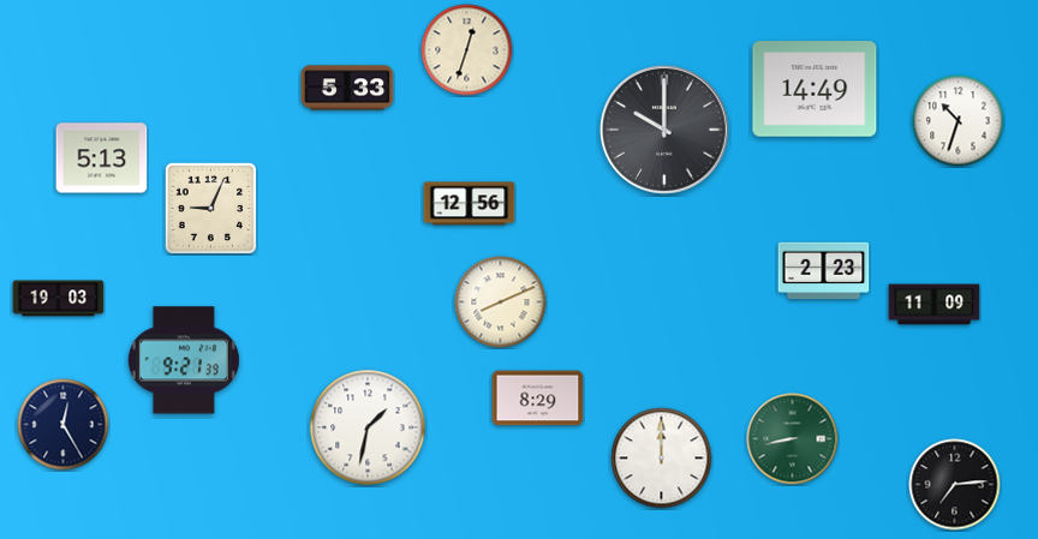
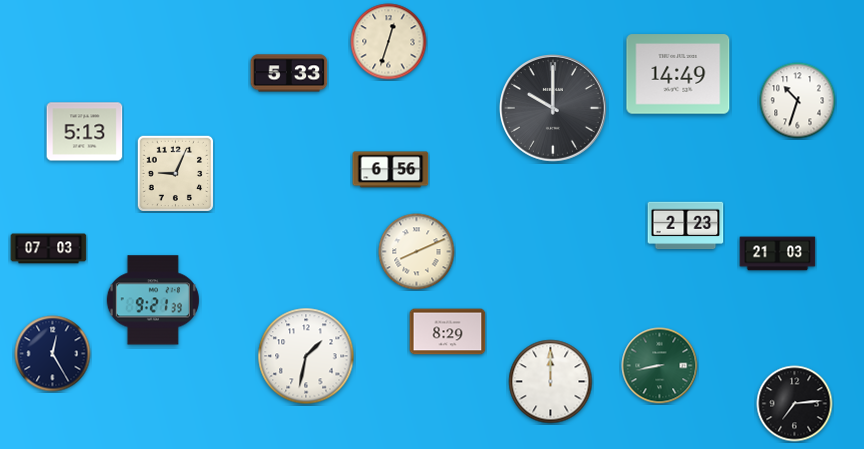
clock at (470, 204): 12:56 -> 6:56
clock at (59, 299): 19:03 -> 07:03
clock at (935, 305): 11:09 -> 21:03
